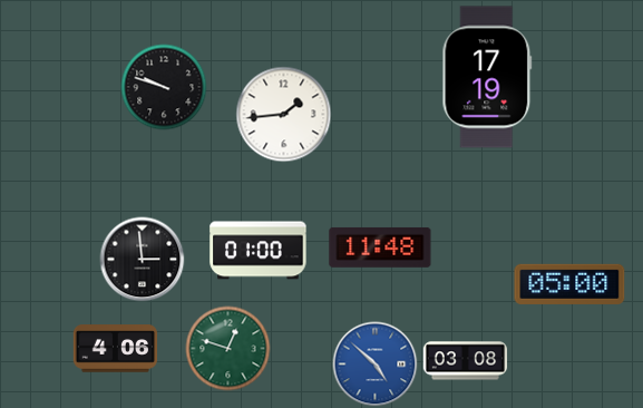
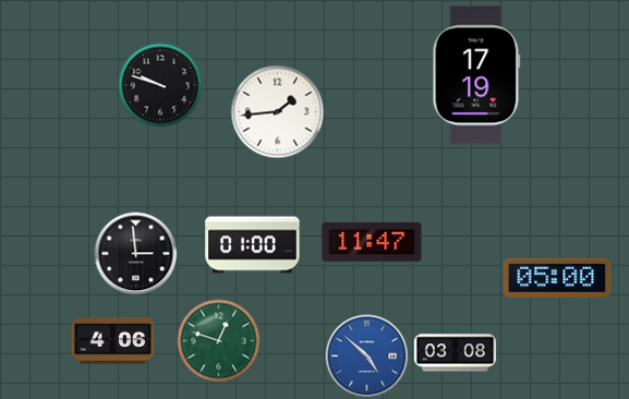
clock at (380, 247): 11:48 -> 11:47
clock at (143, 260) position: (143, 260) -> (136, 254)
clock at (228, 349) position: (228, 349) -> (219, 341)
